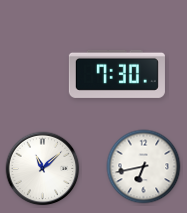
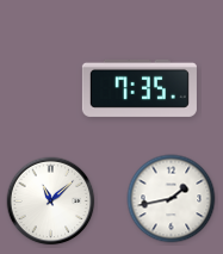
clock at (117, 74): 7:30 -> 7:35
clock at (144, 167): 6:43 -> 1:43
